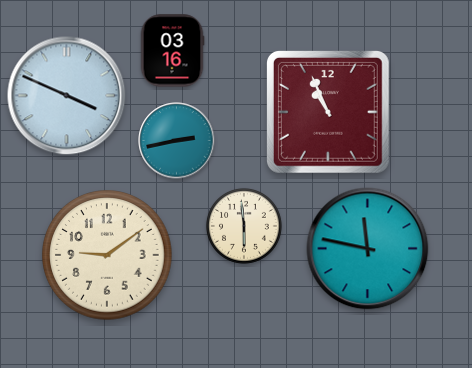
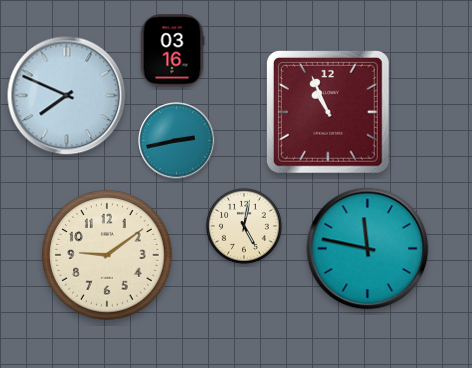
clock at (67, 96): 3:49 -> 7:49
clock at (244, 226): 5:59 -> 5:02
